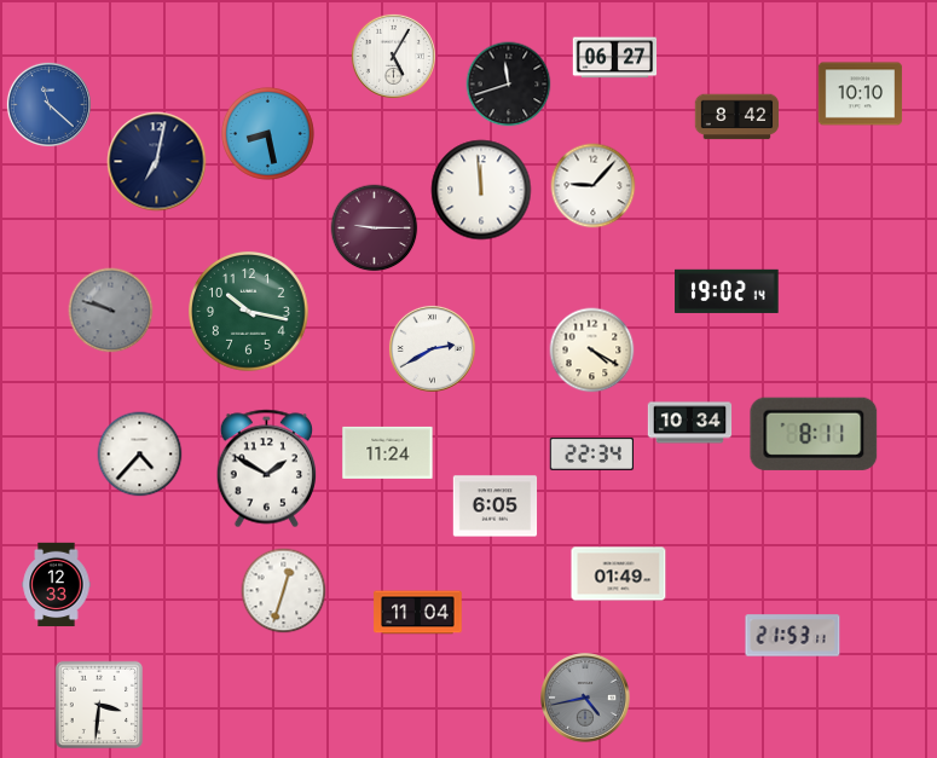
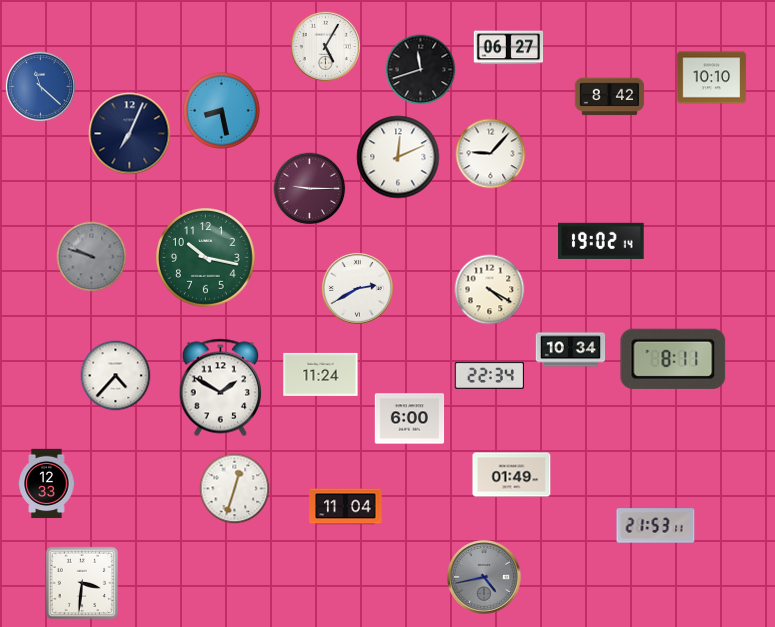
clock at (157, 162): 7:02 -> 7:04
clock at (481, 190): 11:59 -> 12:11
clock at (496, 507): 6:05 -> 6:00
